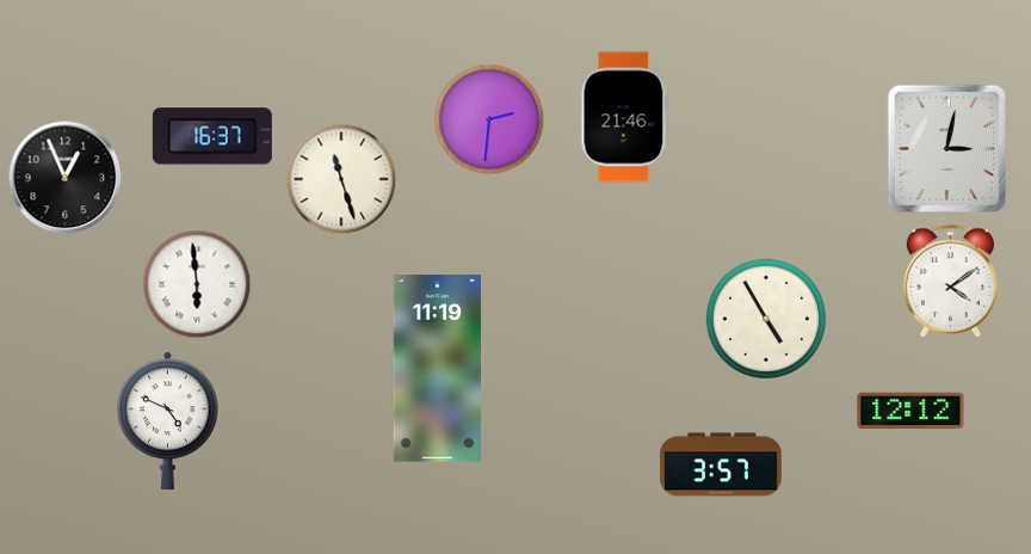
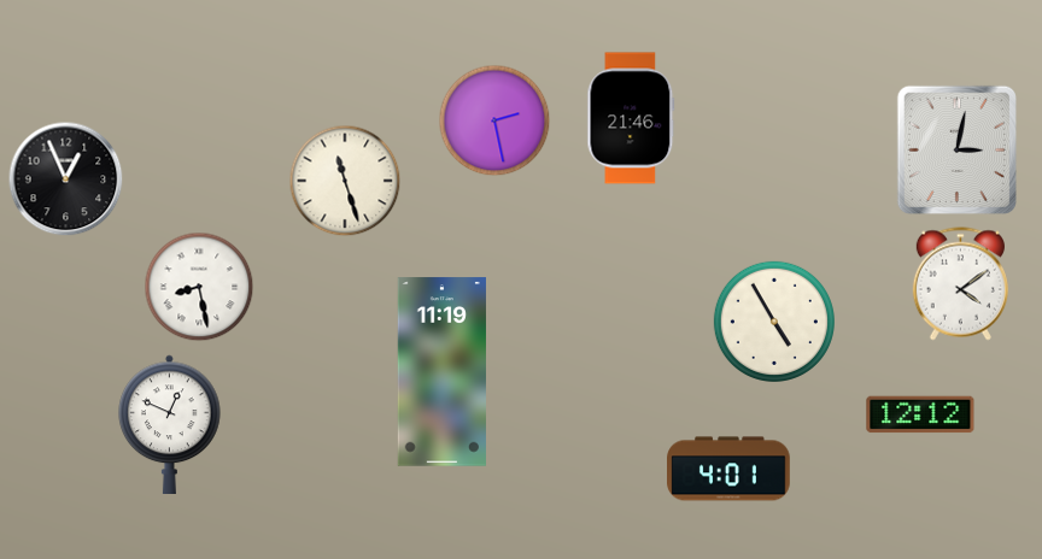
clock at (489, 119): 2:31 -> 2:28
clock at (212, 136): 16:37 -> none
clock at (197, 284): 5:59 -> 8:28
clock at (168, 420): 4:49 -> 12:49
clock at (721, 464): 3:57 -> 4:01
